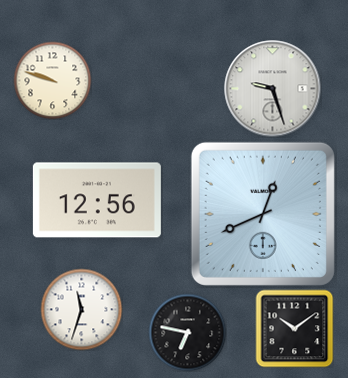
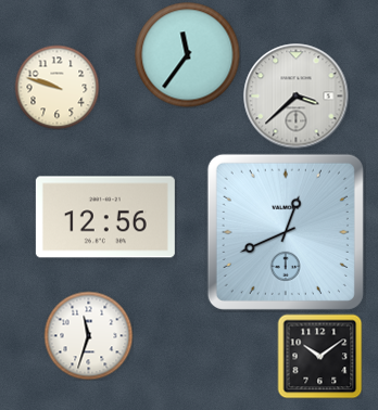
clock at (187, 54): none -> 11:36
clock at (273, 89): 9:27 -> 3:38
clock at (187, 332): 6:47 -> none
